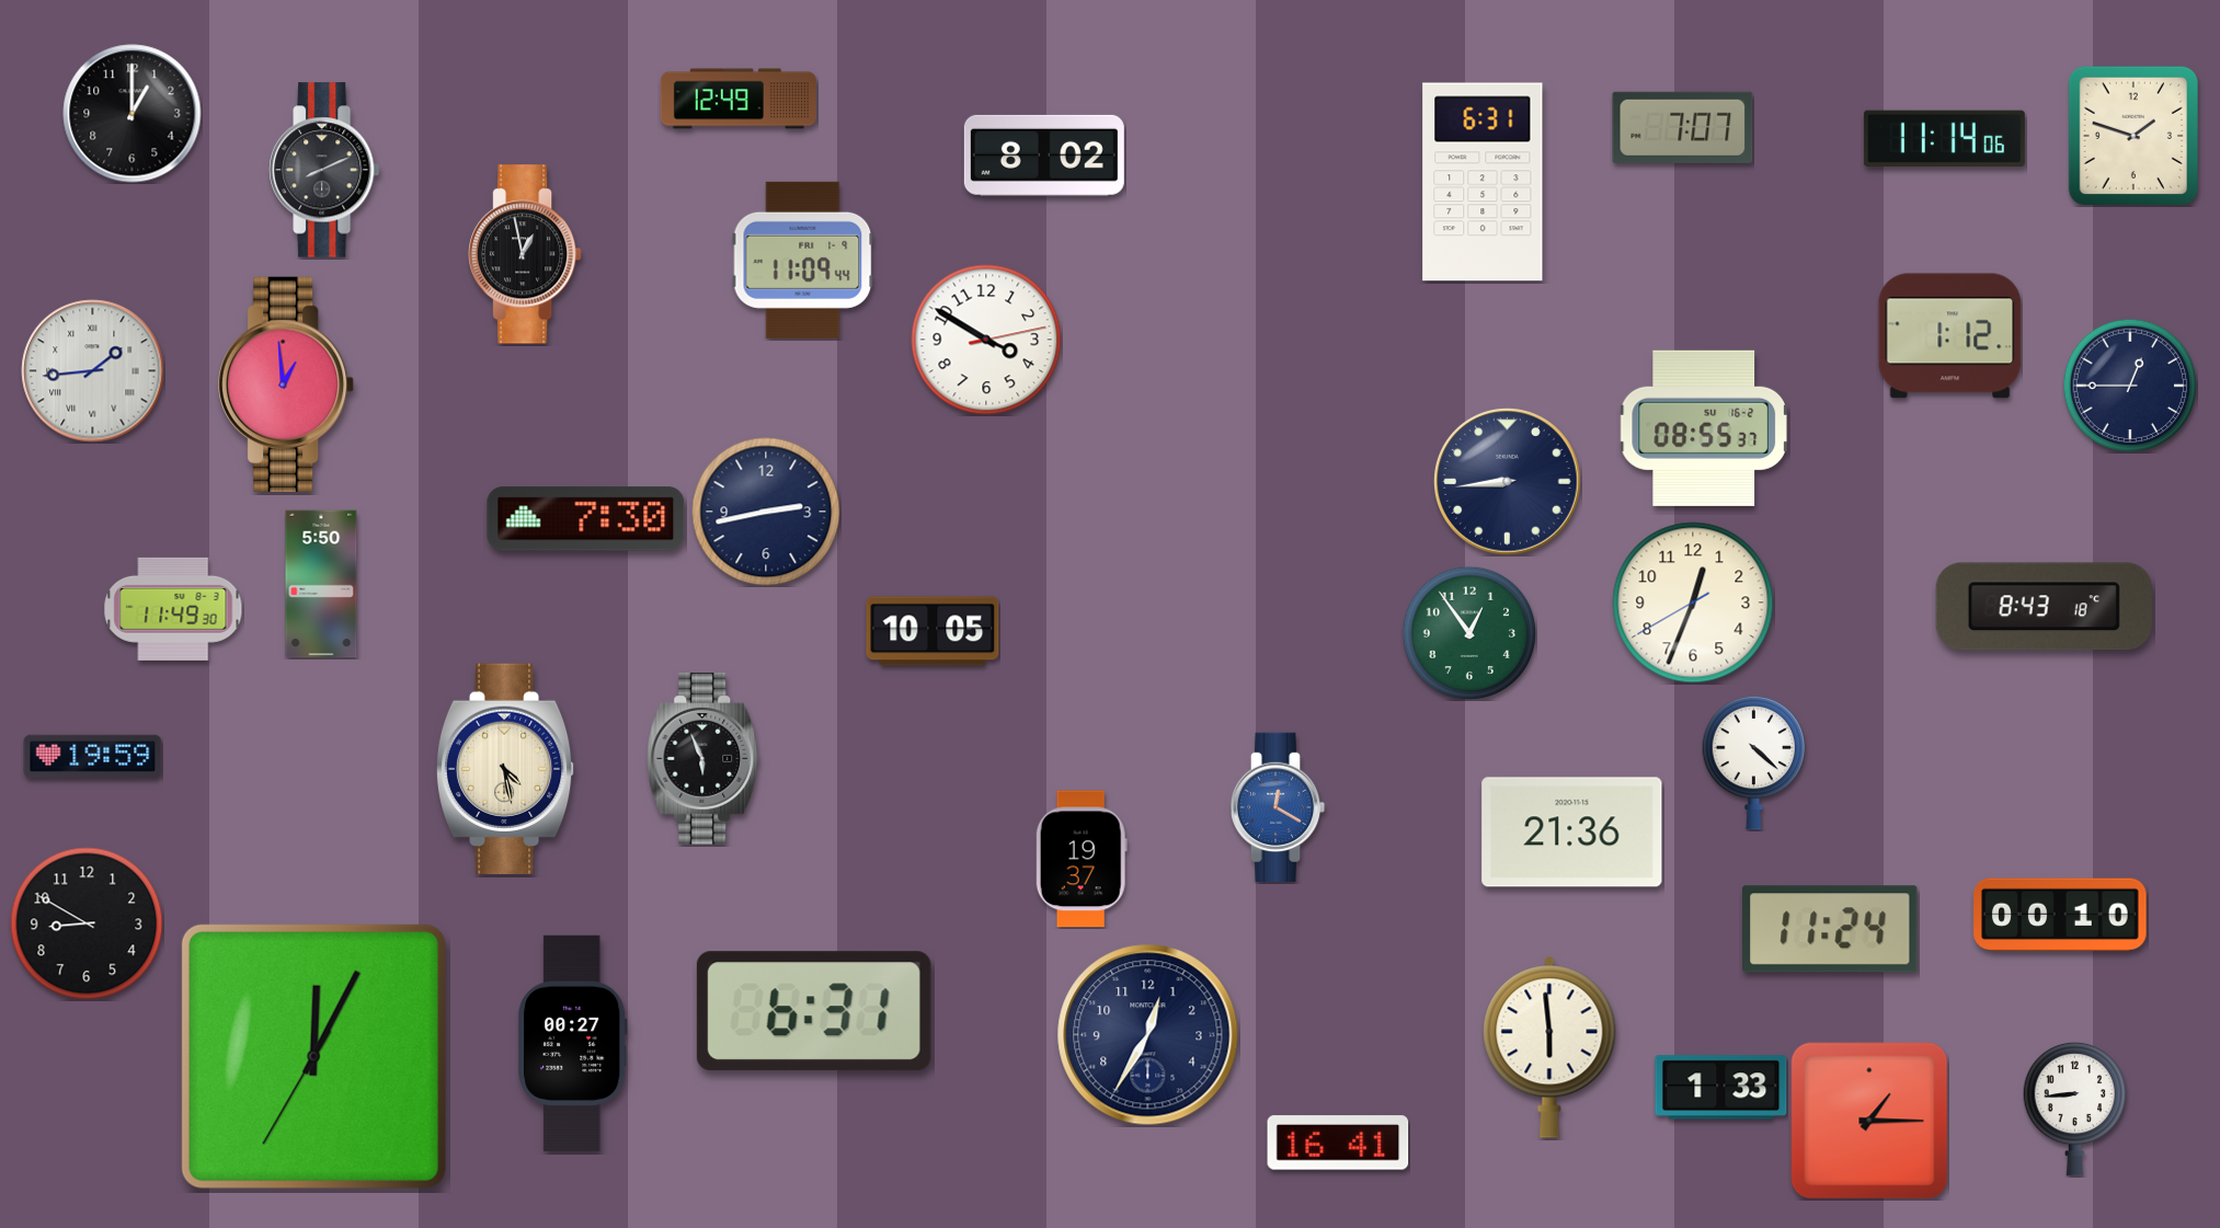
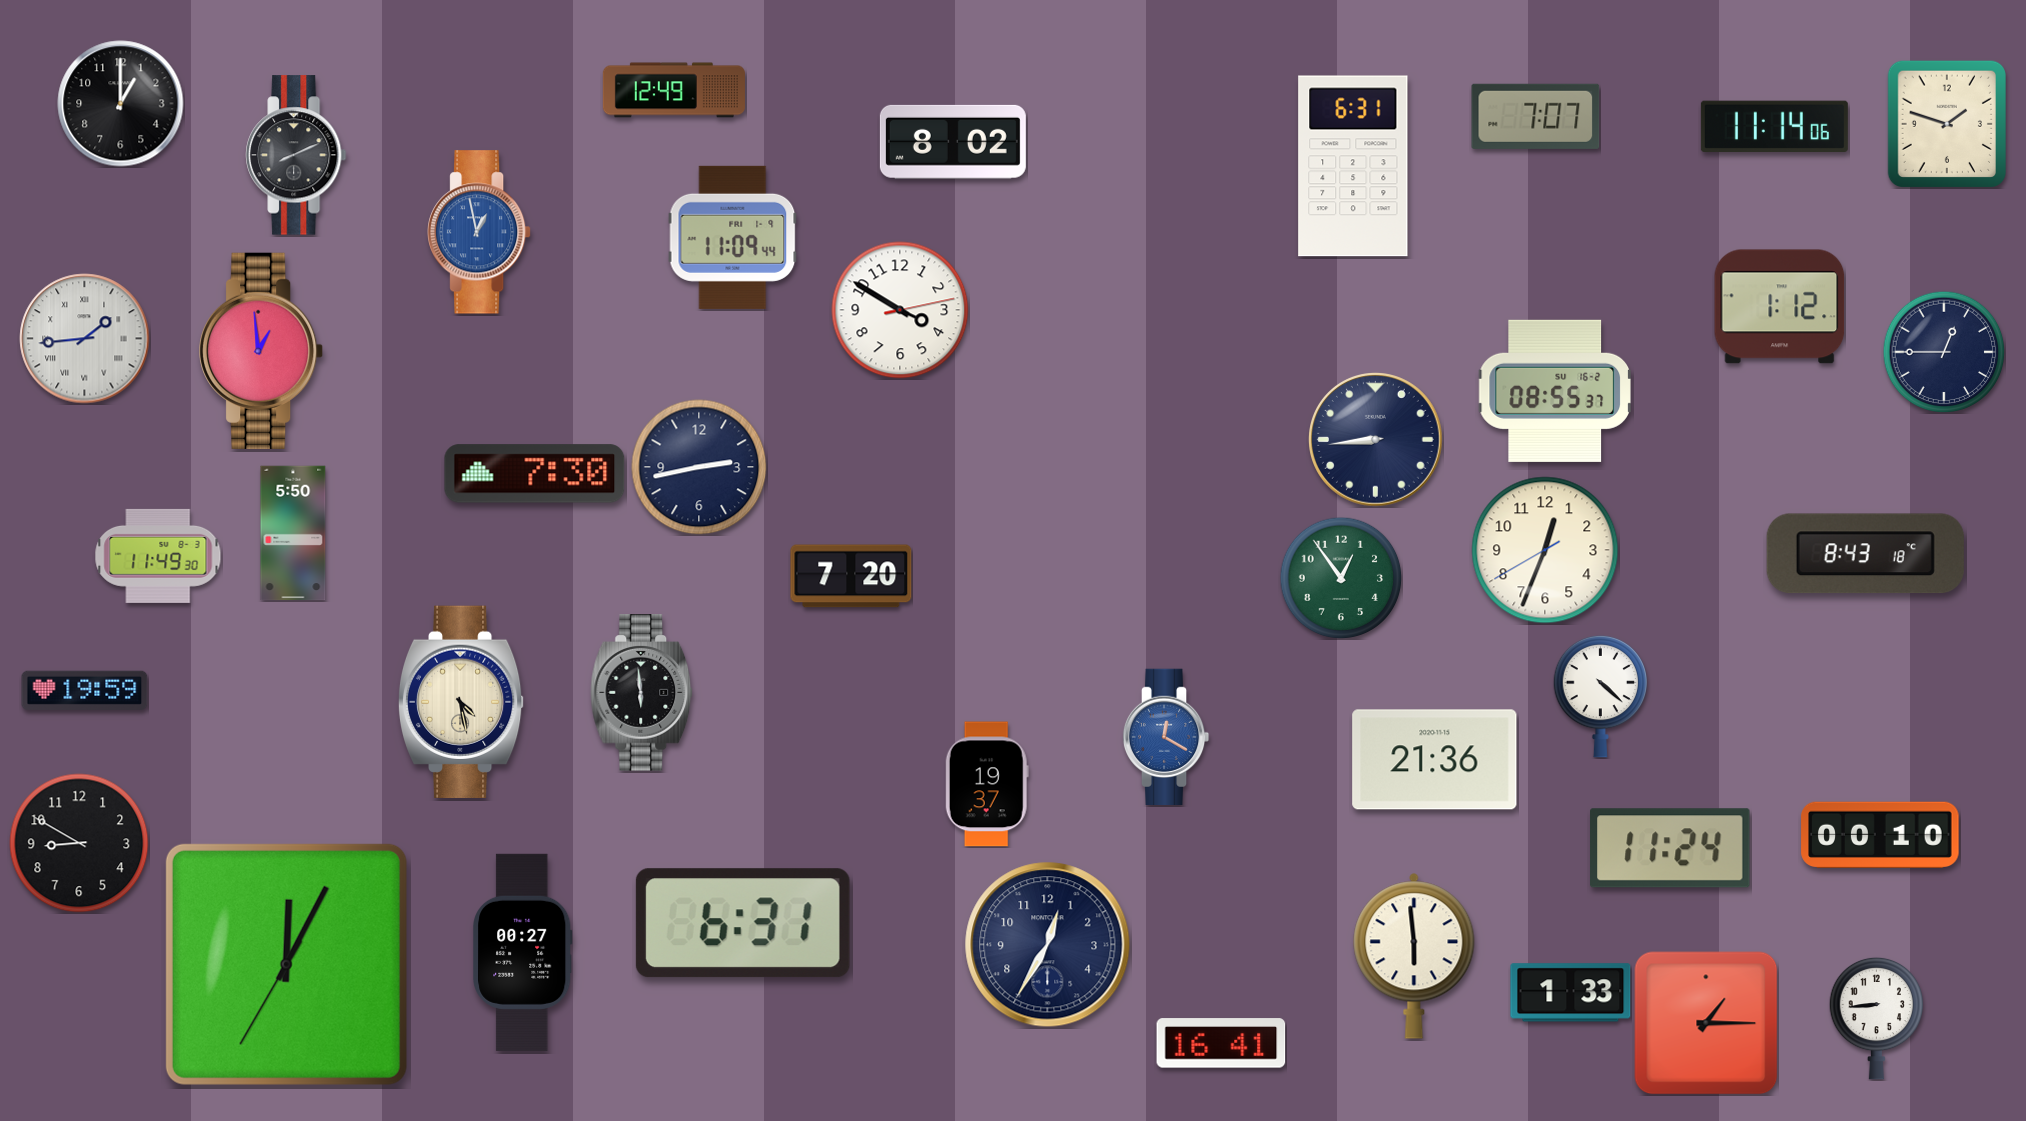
clock at (526, 254) dial: black -> blue
clock at (932, 631): 10:05 -> 7:20
clock at (703, 759): 5:56 -> 5:59
clock at (2074, 1109) position: (2074, 1109) -> (1876, 1018)
